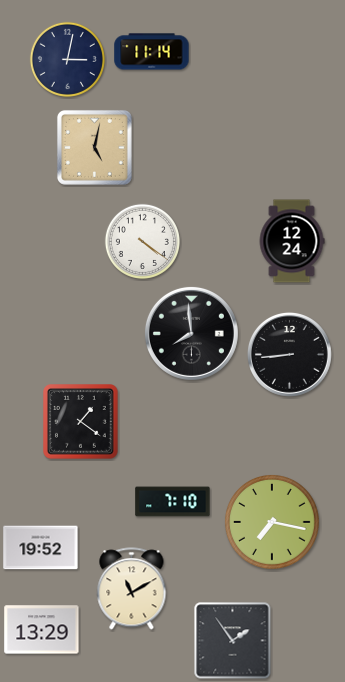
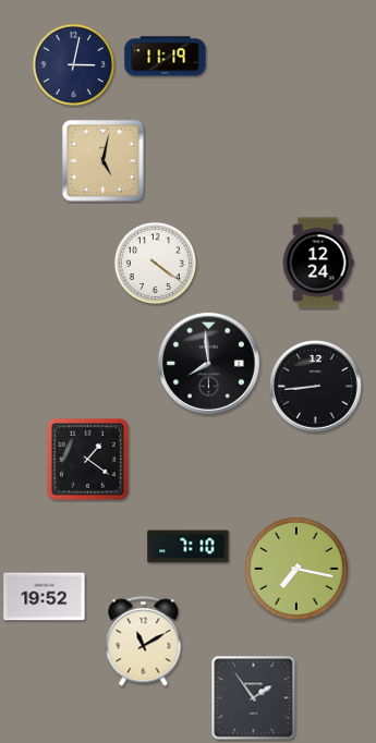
clock at (152, 52): 11:14 -> 11:19
clock at (42, 630): 13:29 -> none
